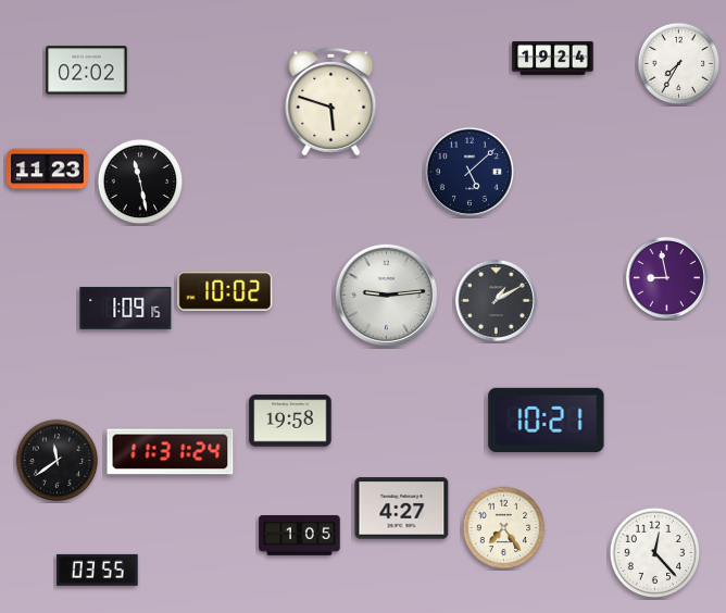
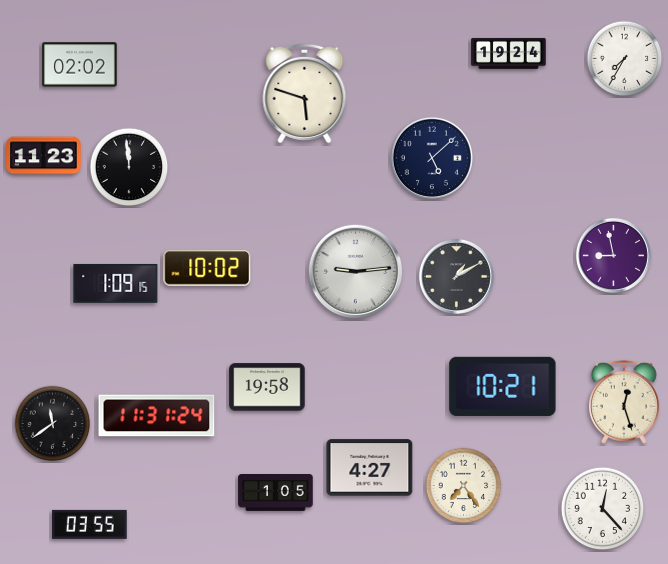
clock at (140, 182): 11:28 -> 11:59
clock at (624, 402): none -> 12:27
